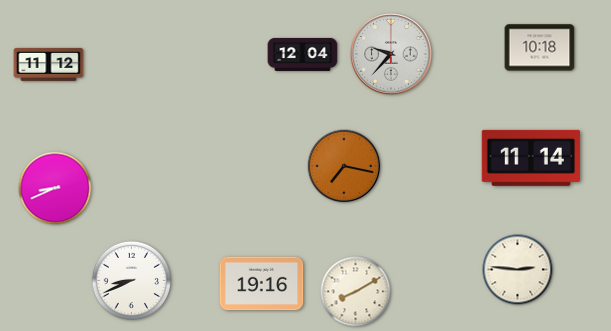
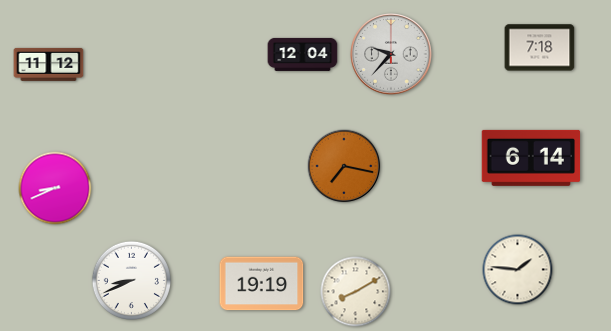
clock at (540, 48): 10:18 -> 7:18
clock at (531, 158): 11:14 -> 6:14
clock at (518, 270): 2:46 -> 1:46
clock at (262, 284): 19:16 -> 19:19
